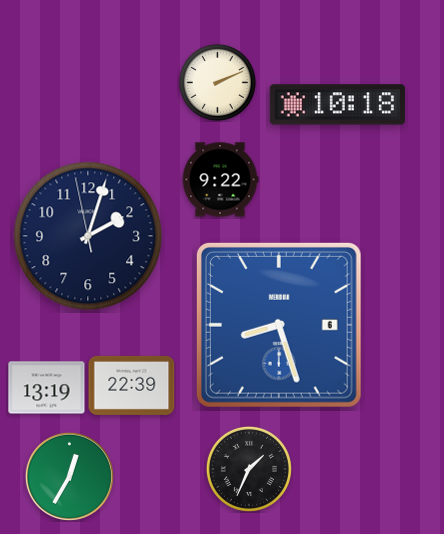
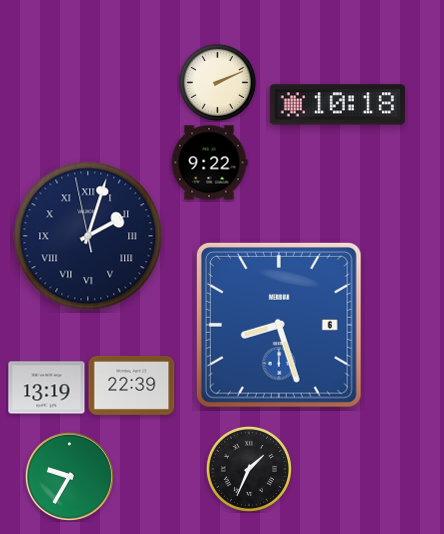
clock at (220, 180) position: (220, 180) -> (209, 163)
clock at (88, 236) numerals: Arabic -> Roman
clock at (69, 476): 12:35 -> 9:35
